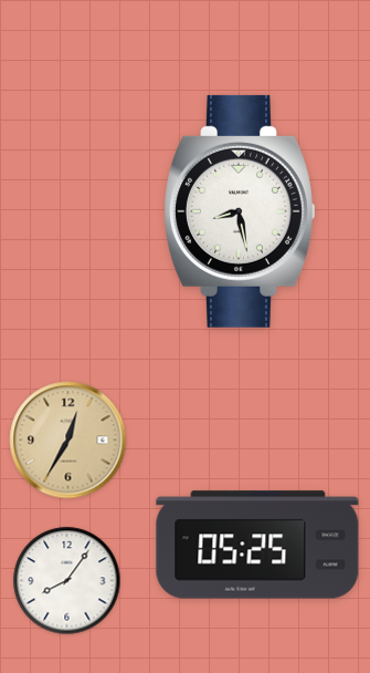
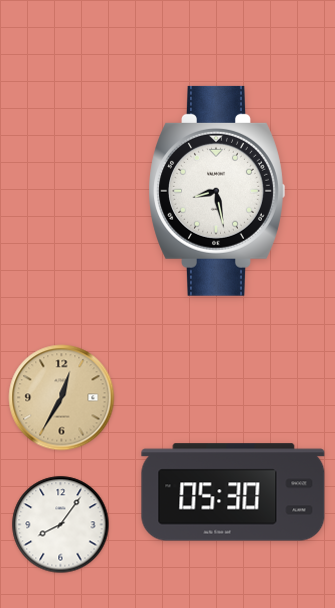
clock at (257, 545): 05:25 -> 05:30
